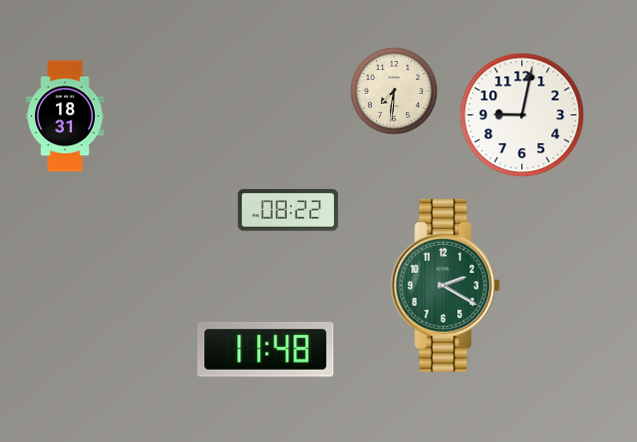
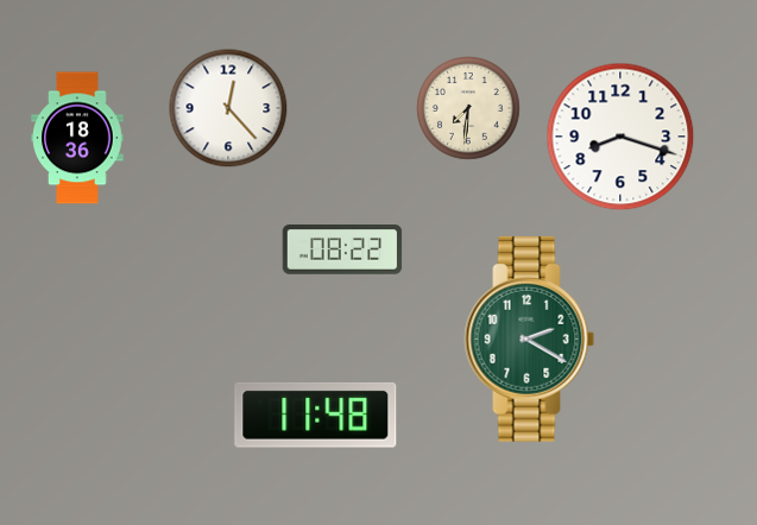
clock at (228, 108): none -> 12:23
clock at (522, 115): 9:02 -> 8:18
clock at (65, 116): 18:31 -> 18:36
